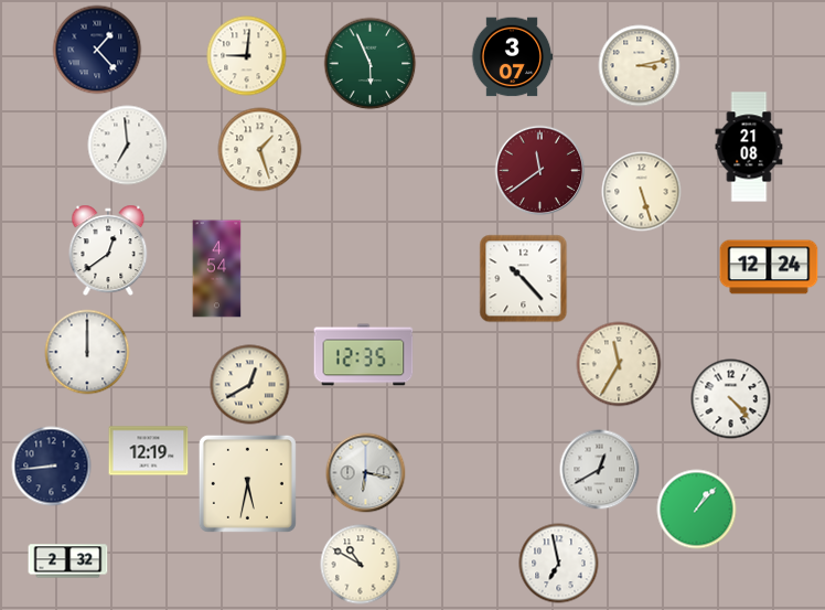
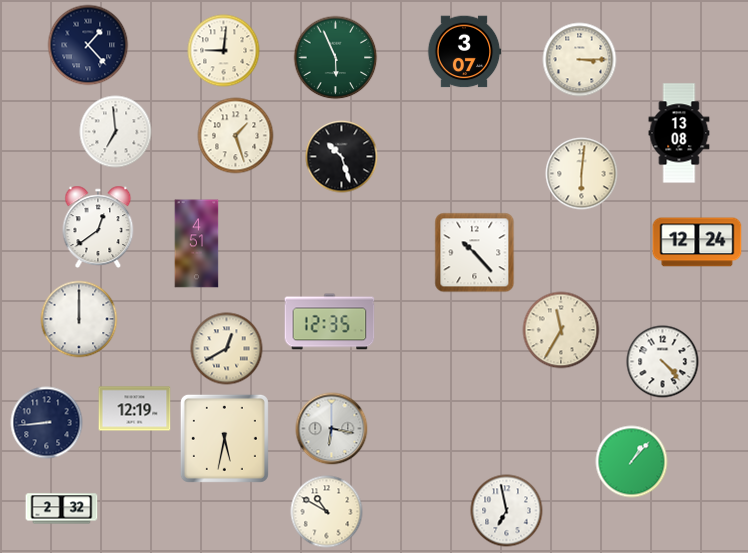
clock at (640, 66): 3:13 -> 3:15
clock at (749, 147): 21:08 -> 13:08
clock at (540, 171): 11:39 -> none
clock at (342, 157): none -> 10:27
clock at (642, 192): 5:27 -> 6:01
clock at (217, 269): 4:54 -> 4:51
clock at (600, 470): 12:40 -> none
